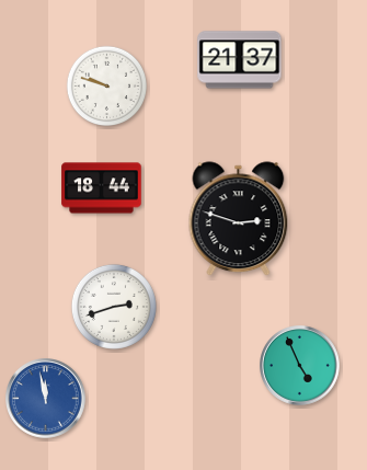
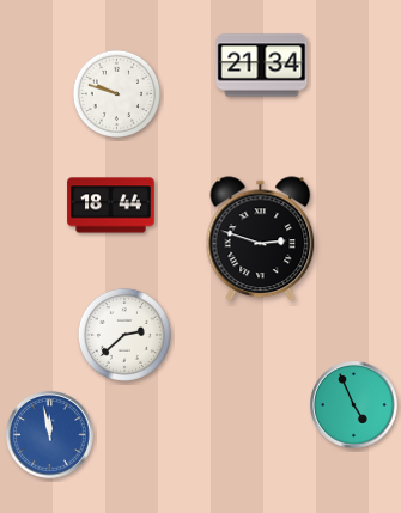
clock at (240, 60): 21:37 -> 21:34
clock at (114, 307): 2:42 -> 2:38
clock at (300, 366) position: (300, 366) -> (354, 405)
